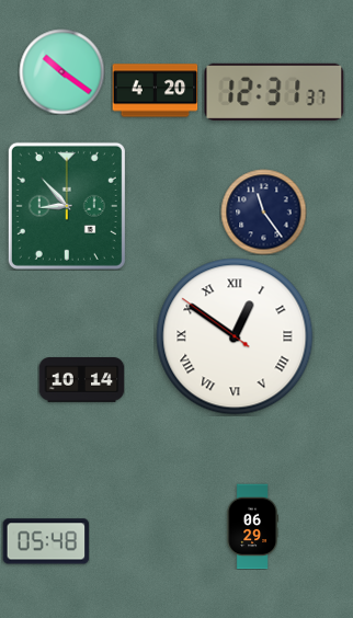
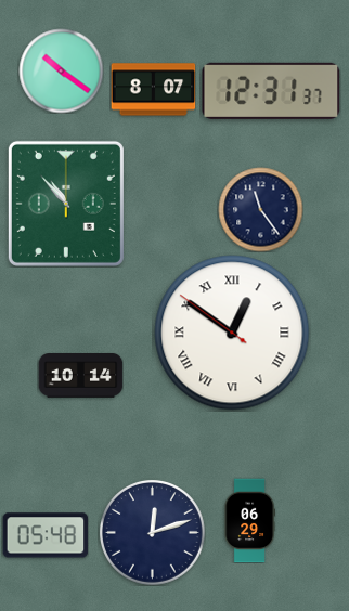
clock at (155, 91): 4:20 -> 8:07
clock at (67, 206): 8:53 -> 10:53
clock at (152, 532): none -> 12:12
